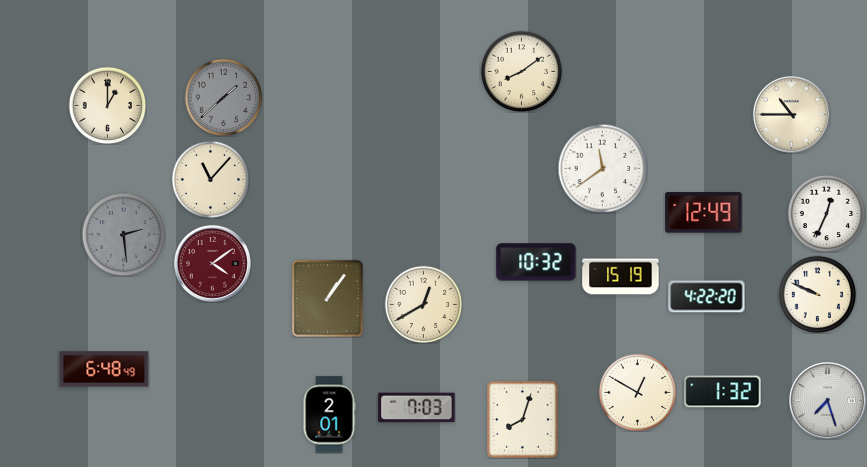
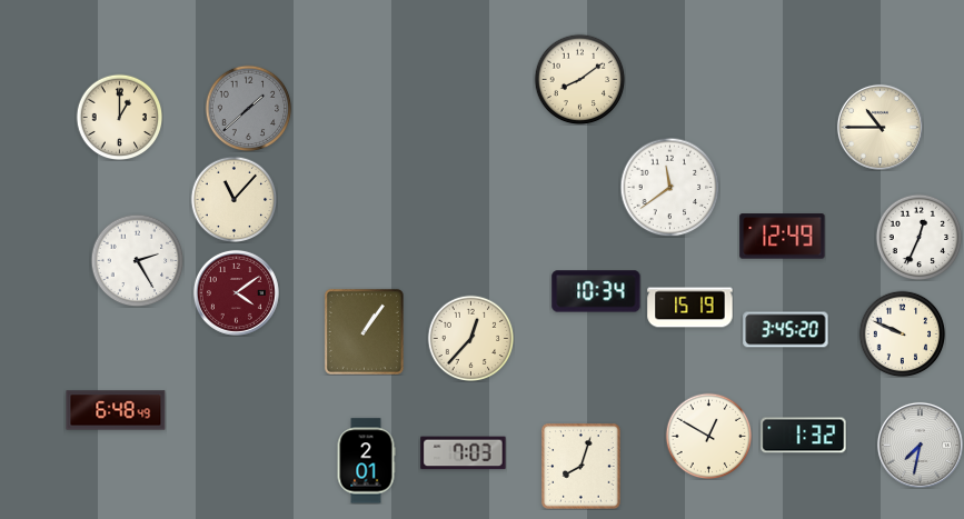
clock at (123, 234): 2:29 -> 2:25
clock at (123, 234) dial: grey -> white
clock at (536, 262): 10:32 -> 10:34
clock at (817, 294) position: (817, 294) -> (902, 333)
clock at (707, 297): 4:22 -> 3:45
clock at (423, 304): 12:40 -> 12:37
clock at (827, 400): 7:27 -> 7:32
